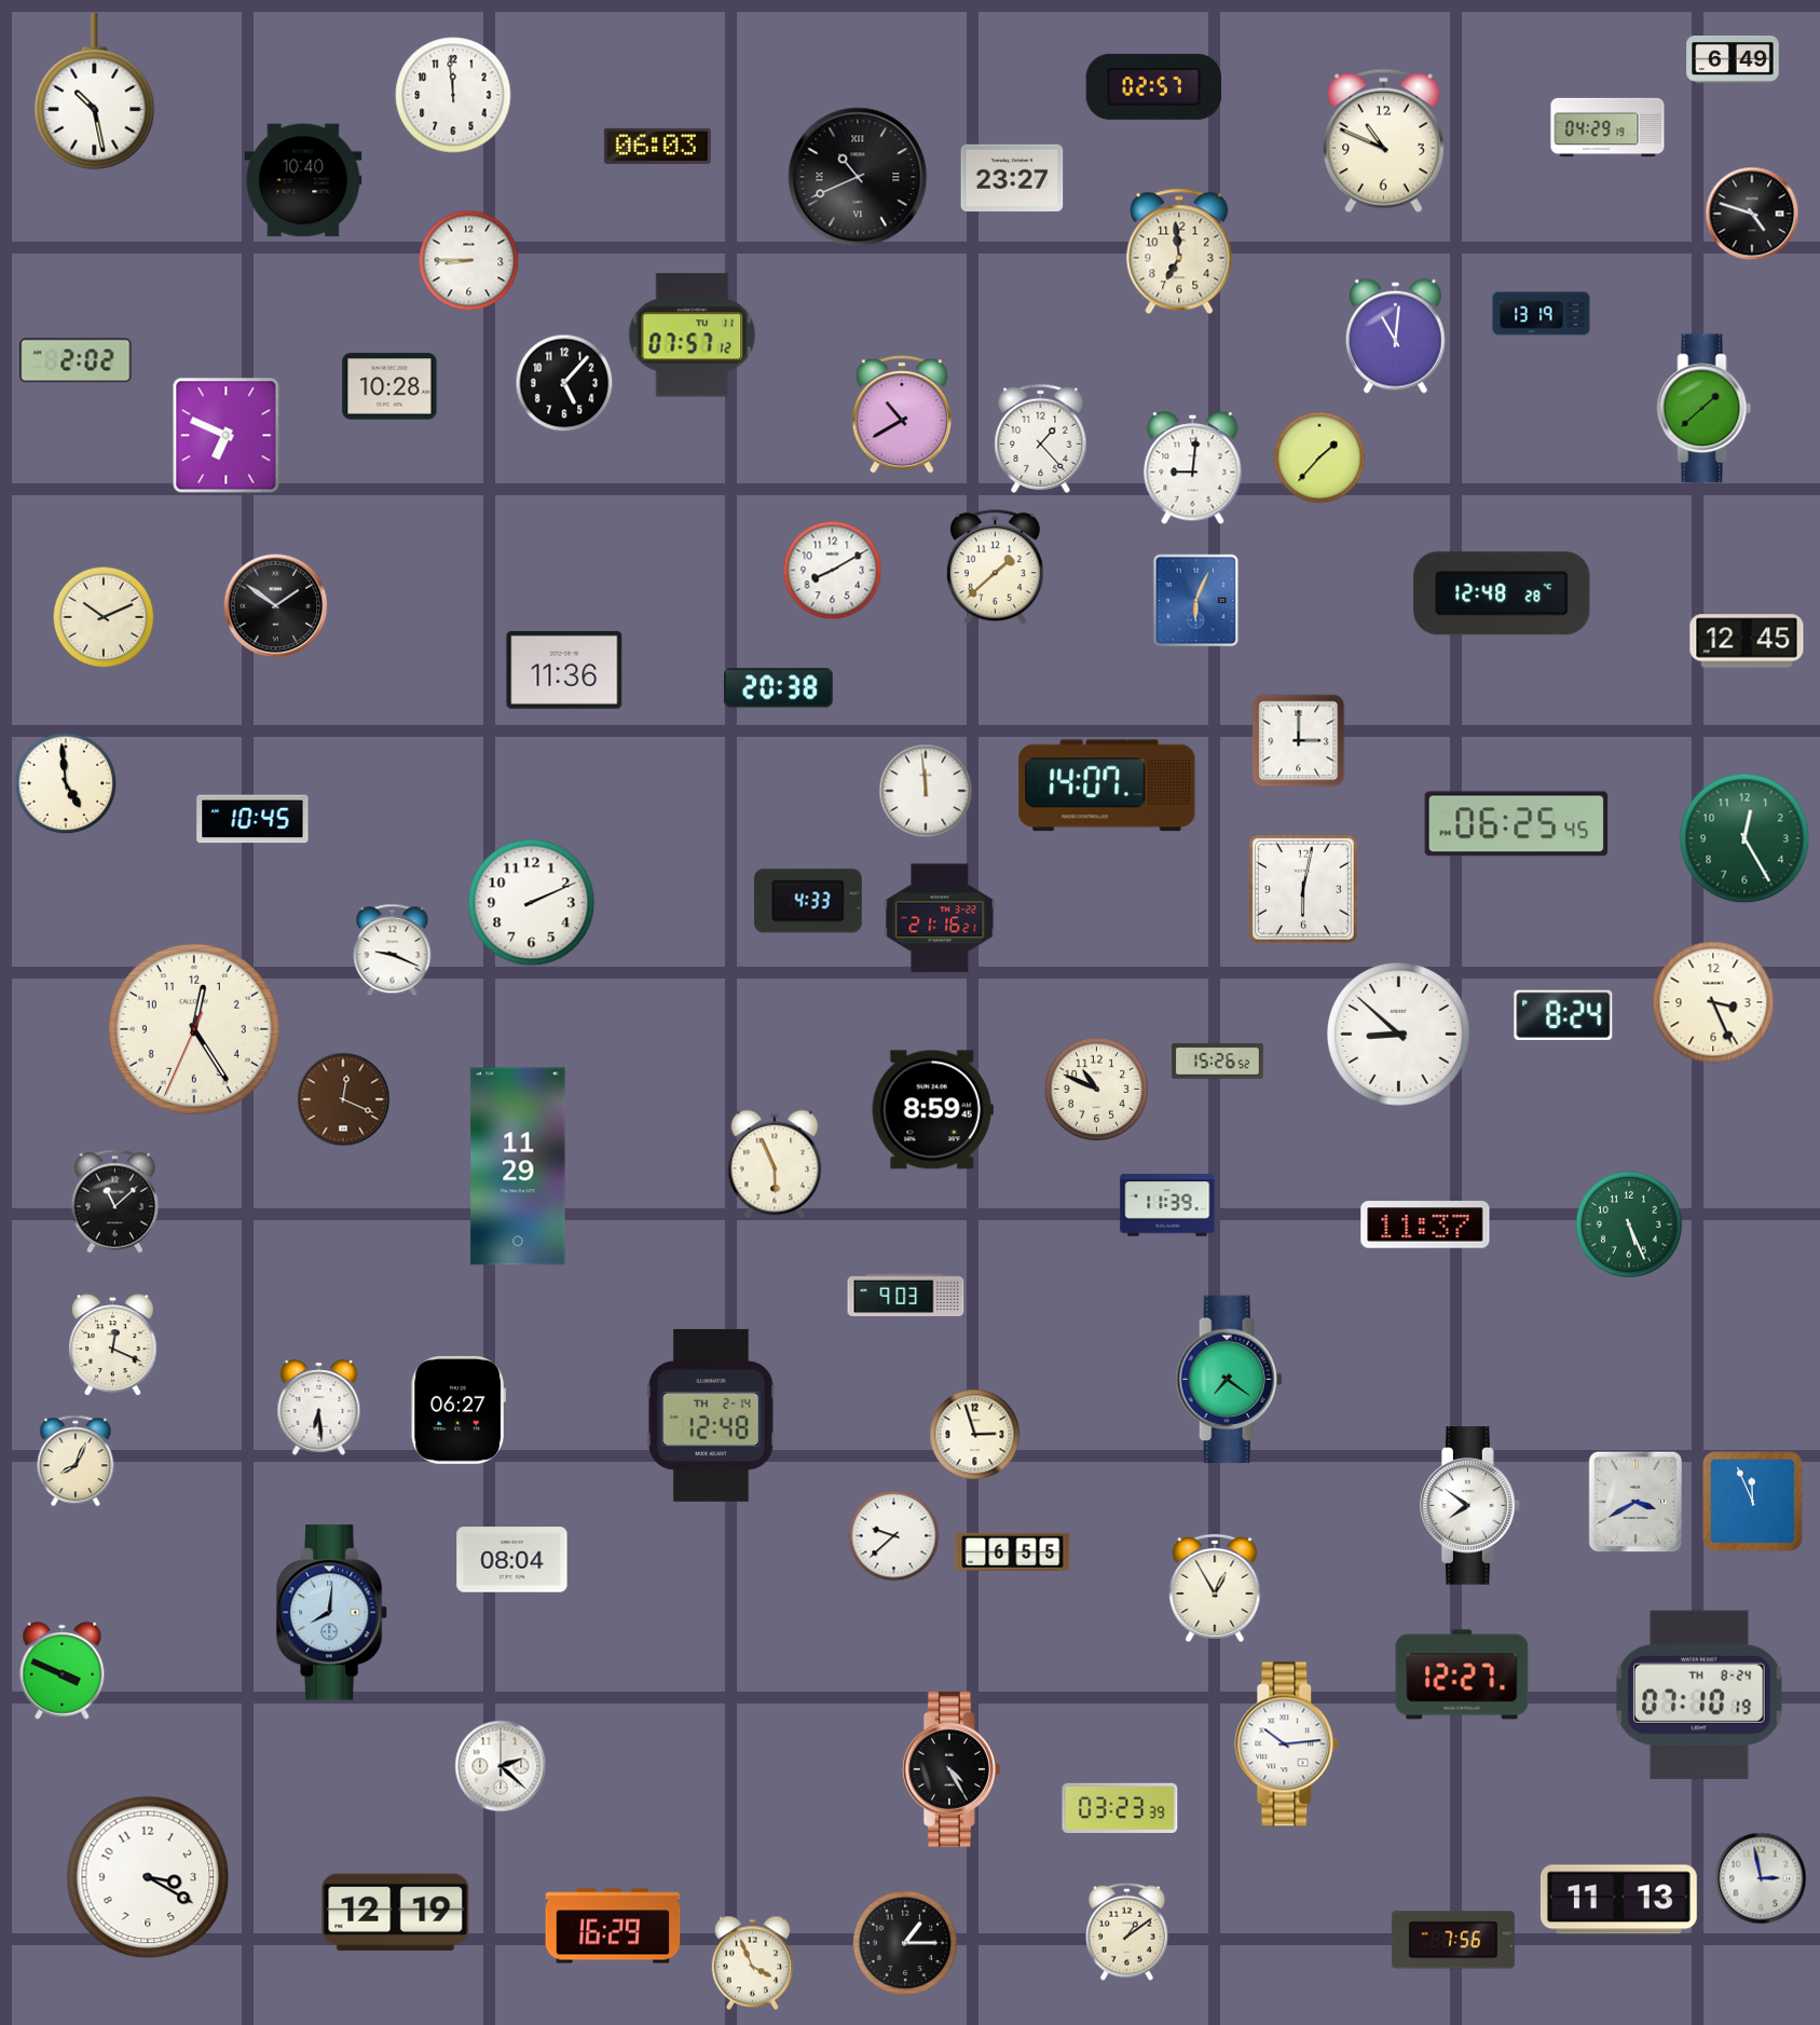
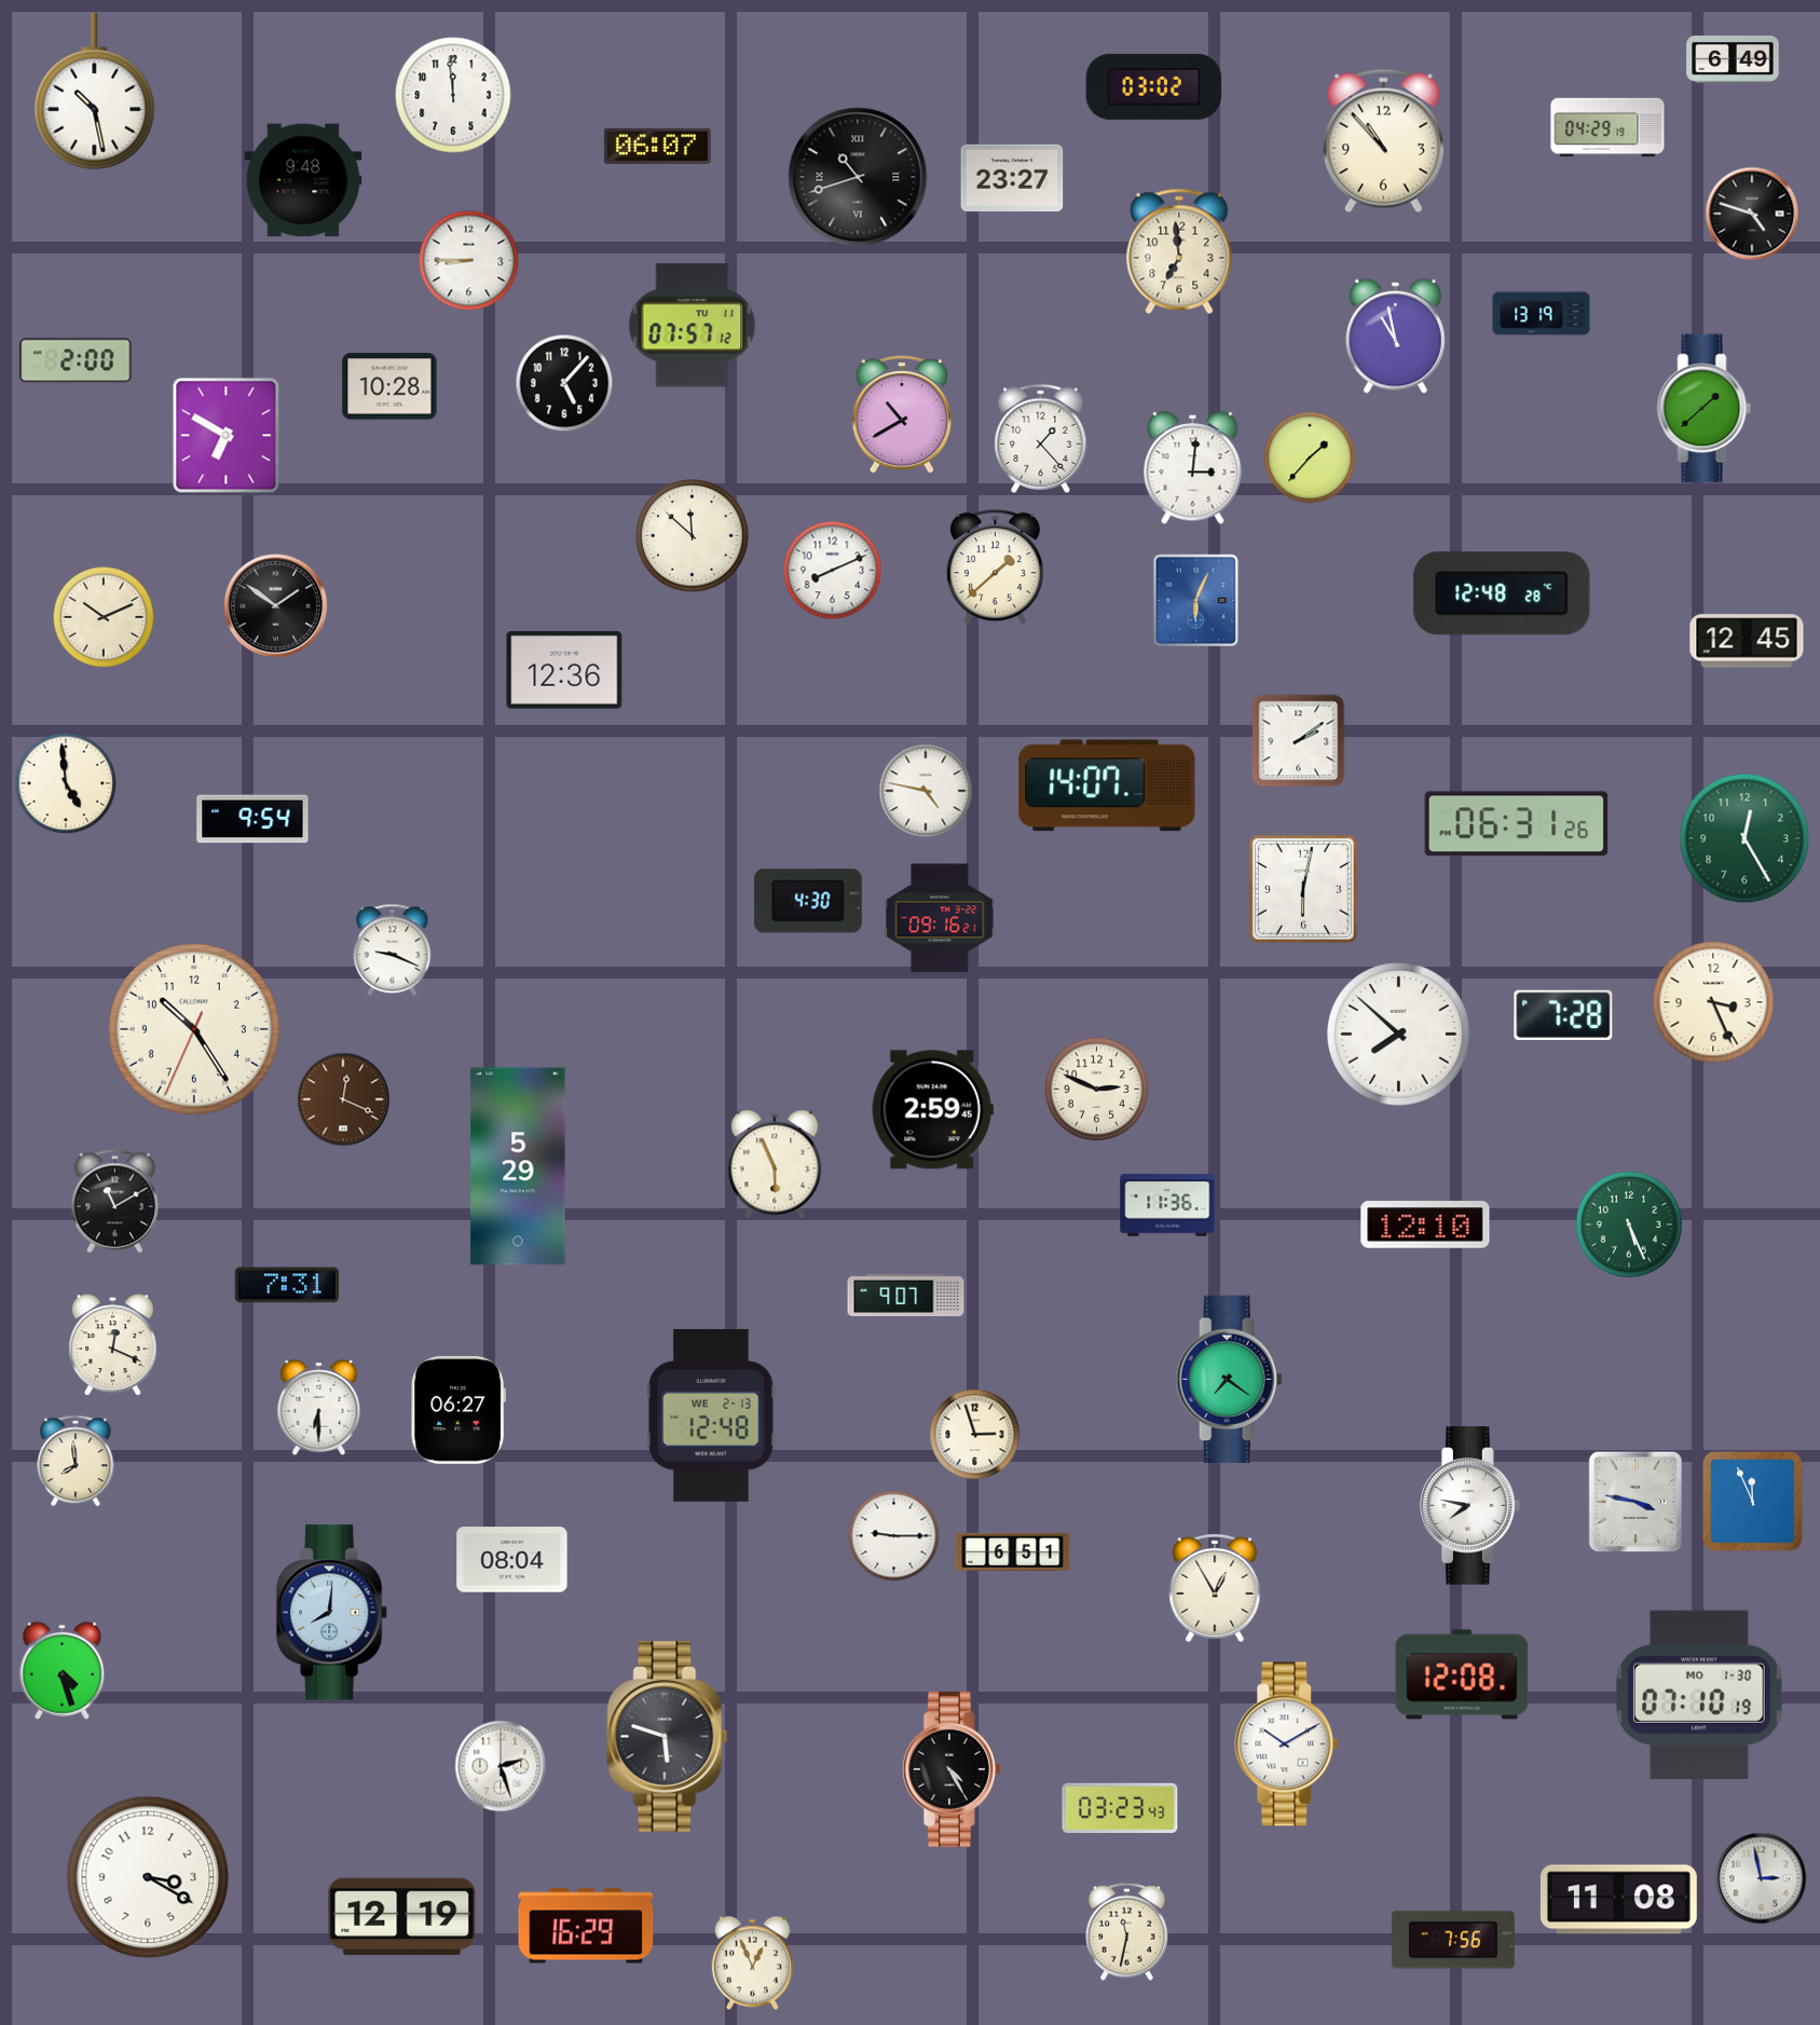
clock at (1154, 86): 02:57 -> 03:02
clock at (1383, 141): 10:49 -> 10:53
clock at (657, 146): 06:03 -> 06:07
clock at (858, 177): 10:41 -> 10:42
clock at (303, 180): 10:40 -> 9:48
clock at (693, 336) position: (693, 336) -> (693, 326)
clock at (1395, 336): 11:01 -> 10:58
clock at (76, 360): 2:02 -> 2:00
clock at (227, 436): 6:49 -> 6:50
clock at (1319, 457) position: (1319, 457) -> (1310, 457)
clock at (1193, 468): 9:01 -> 3:01
clock at (693, 536): none -> 11:52
clock at (833, 571): 8:10 -> 8:11
clock at (564, 670): 11:36 -> 12:36
clock at (779, 688): 20:38 -> none
clock at (1299, 741): 3:00 -> 2:09
clock at (926, 791): 11:59 -> 4:47
clock at (252, 819): 10:45 -> 9:54
clock at (1517, 824): 06:25 -> 06:31
clock at (808, 901): 4:33 -> 4:30
clock at (532, 903): 2:11 -> none
clock at (940, 918): 21:16 -> 09:16
clock at (1563, 1015): 8:24 -> 7:28
clock at (194, 1029): 12:24 -> 10:24
clock at (1399, 1035): 8:52 -> 7:52
clock at (1218, 1062): 15:26 -> none
clock at (1097, 1090): 10:49 -> 2:49
clock at (932, 1110): 8:59 -> 2:59
clock at (518, 1166): 11:29 -> 5:29
clock at (115, 1202): 11:08 -> 11:10
clock at (1167, 1205): 11:39 -> 11:36
clock at (1425, 1224): 11:37 -> 12:10
clock at (286, 1285): none -> 7:31
clock at (906, 1295): 9:03 -> 9:07
clock at (319, 1408): 6:29 -> 6:30
clock at (711, 1415) date: TH 2-14 -> WE 2-13
clock at (76, 1461): 8:04 -> 7:59
clock at (1636, 1502): 3:40 -> 3:47
clock at (1470, 1506): 7:51 -> 7:47
clock at (894, 1536): 9:38 -> 9:15
clock at (1013, 1551): 6:55 -> 6:51
clock at (63, 1670): 3:49 -> 4:27
clock at (1462, 1674): 12:27 -> 12:08
clock at (1699, 1695) date: TH 8-24 -> MO 1-30
clock at (668, 1737): none -> 5:48
clock at (1287, 1744): 10:14 -> 10:10
clock at (501, 1766): 2:22 -> 2:27
clock at (1120, 1808): 03:23:39 -> 03:23:43
clock at (1618, 1900): 11:13 -> 11:08
clock at (396, 1913) position: (396, 1913) -> (402, 1917)
clock at (613, 1926) position: (613, 1926) -> (586, 1926)
clock at (1127, 1931): 1:09 -> 11:32
clock at (904, 1942): 1:15 -> none
clock at (752, 1964): 3:56 -> 12:56
